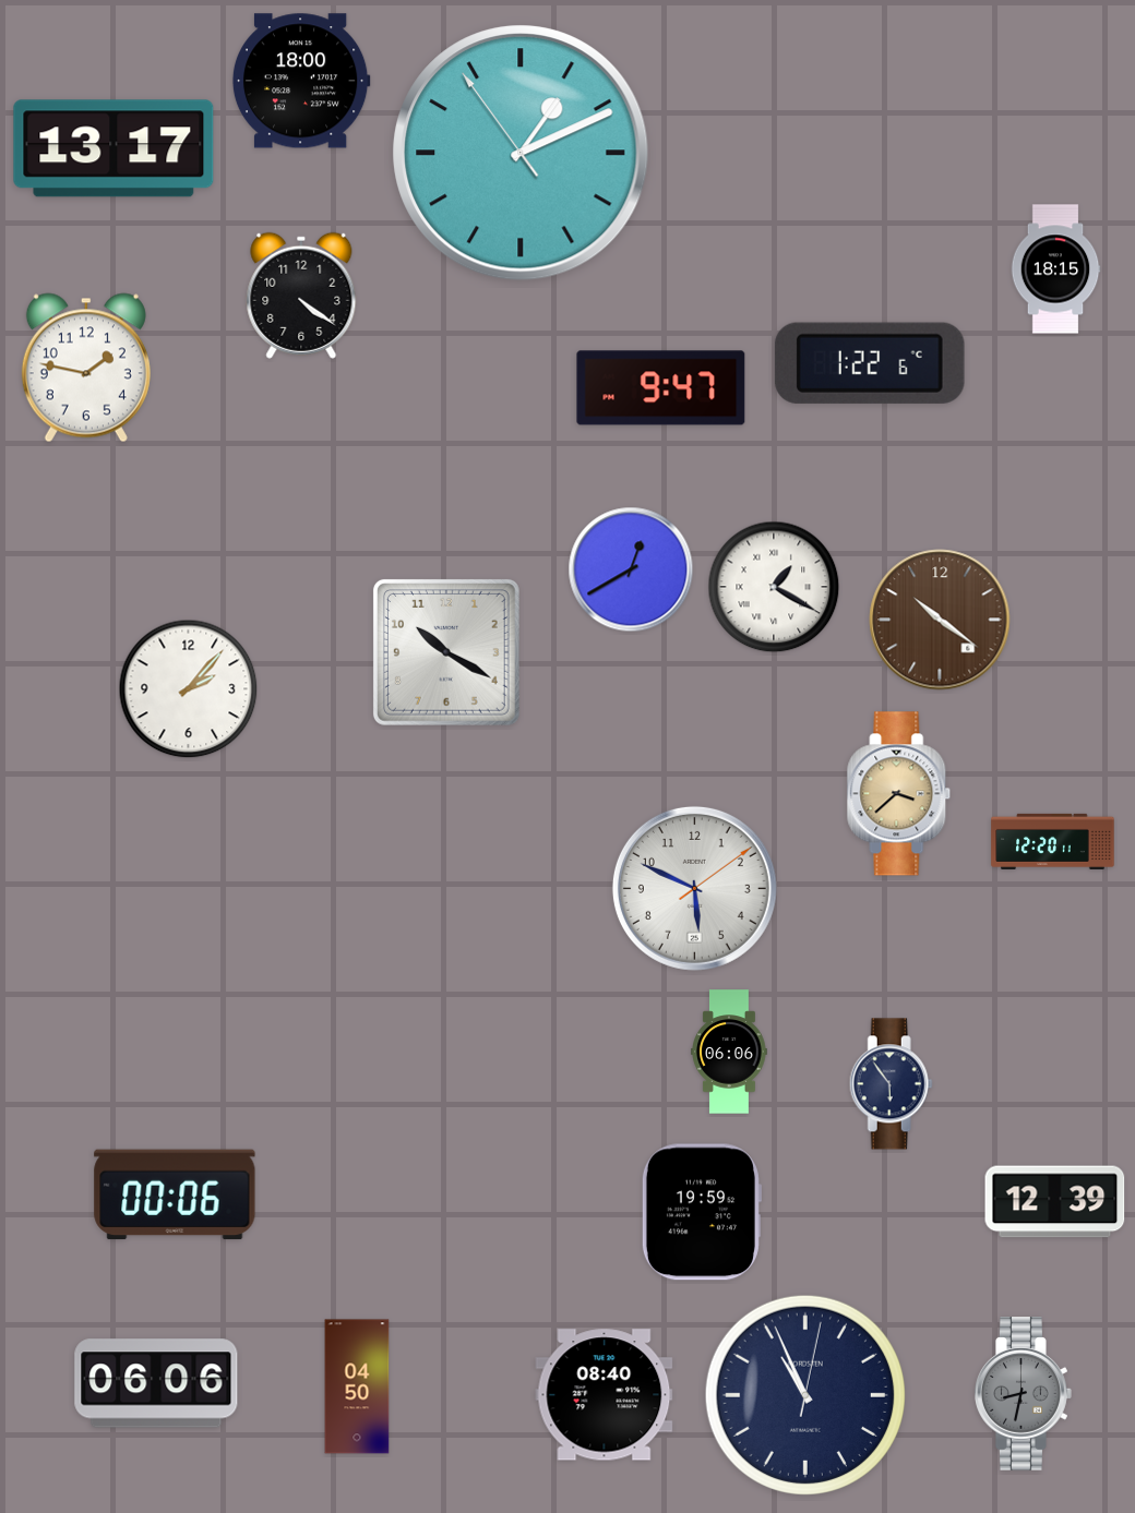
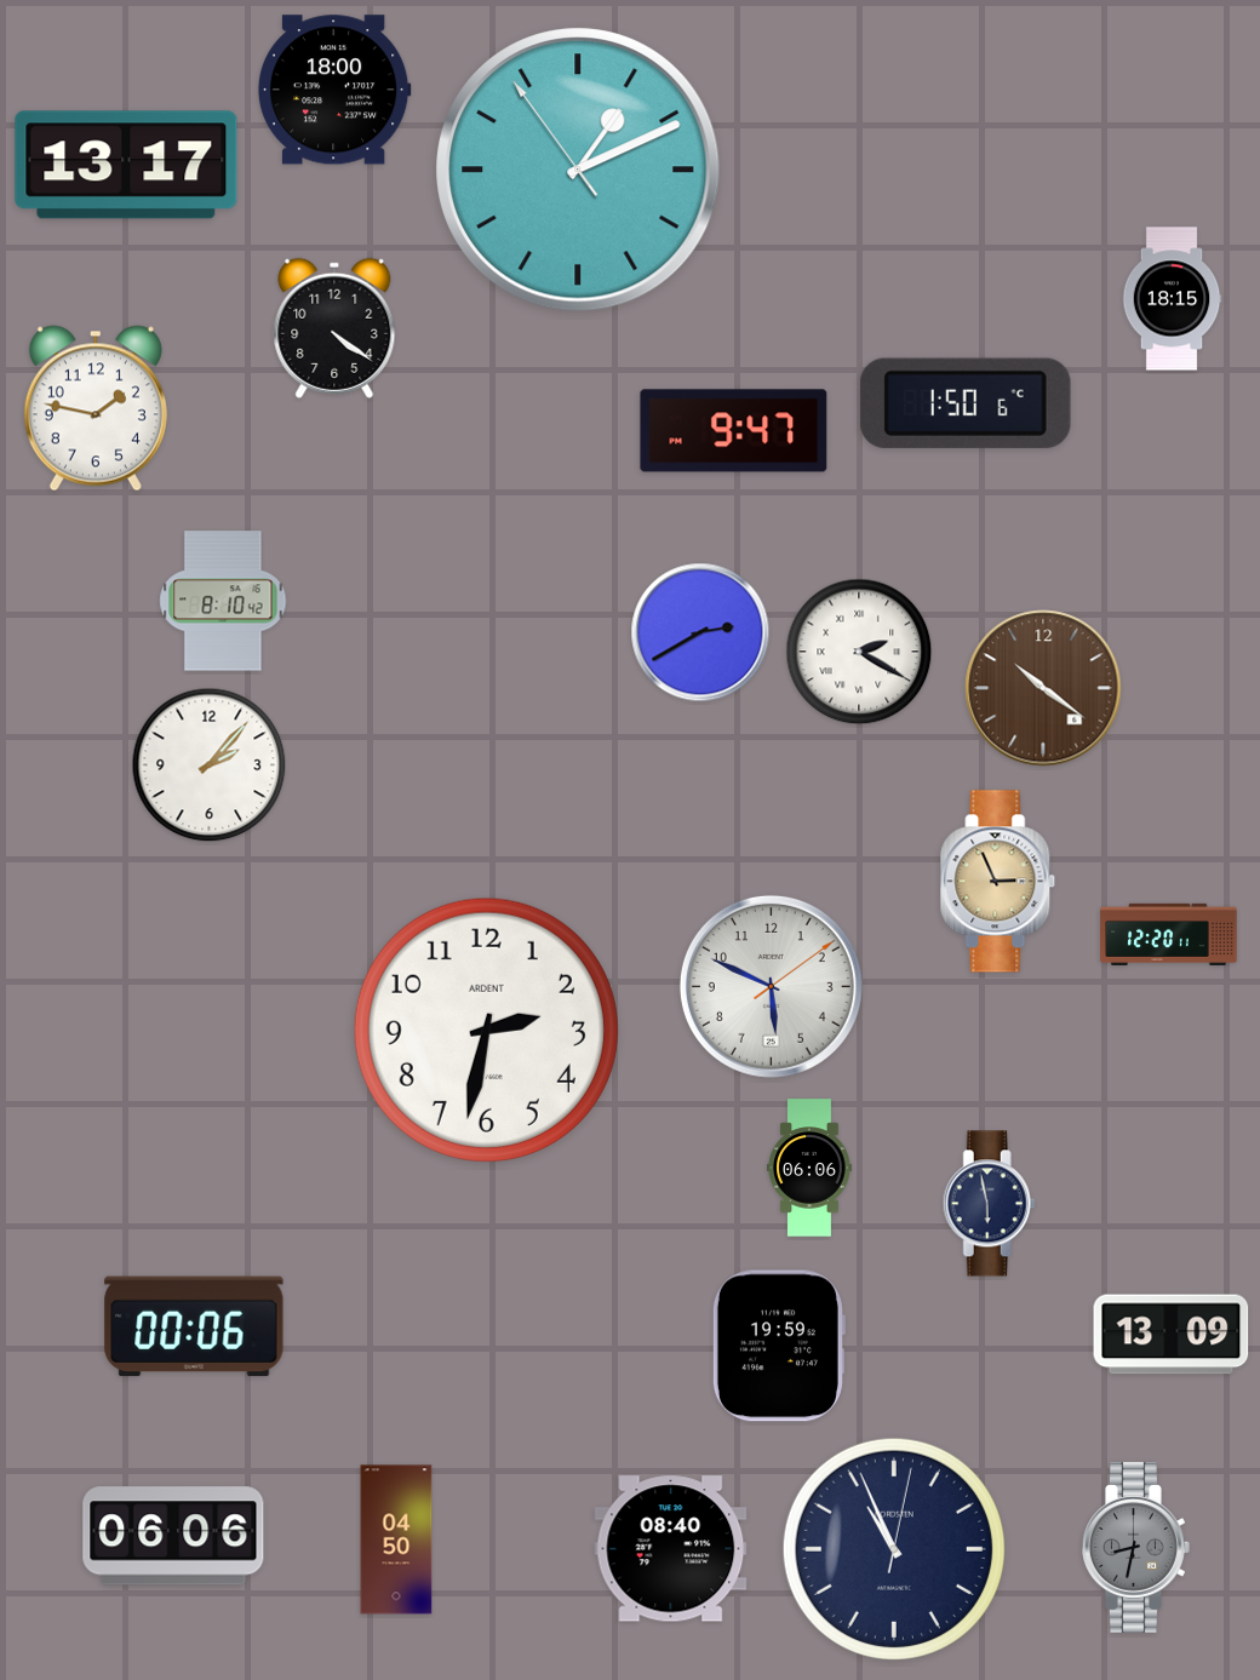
clock at (870, 363): 1:22 -> 1:50
clock at (223, 601): none -> 8:10
clock at (631, 569): 12:40 -> 2:40
clock at (774, 587): 1:20 -> 2:20
clock at (446, 652): 10:20 -> none
clock at (899, 794): 3:38 -> 2:56
clock at (486, 1030): none -> 2:32
clock at (891, 1084): 5:54 -> 5:58
clock at (1055, 1202): 12:39 -> 13:09
